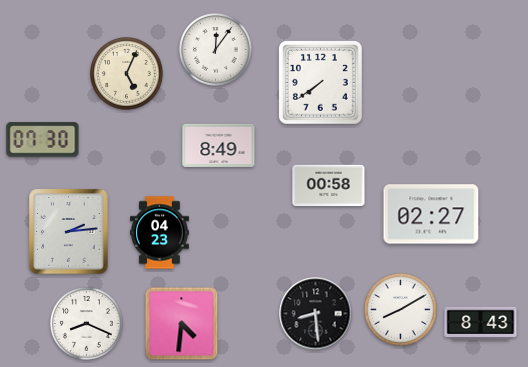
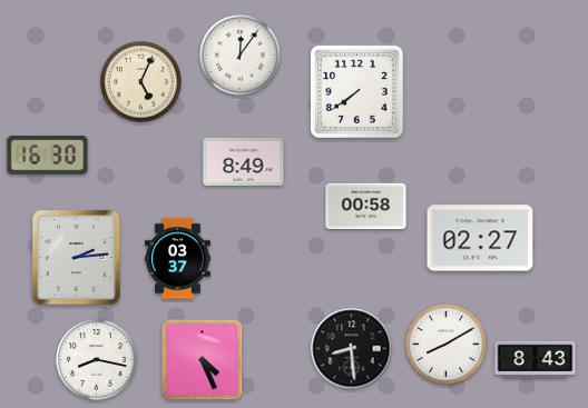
clock at (43, 140): 07:30 -> 16:30
clock at (160, 233): 04:23 -> 03:37
clock at (87, 324): 8:19 -> 8:17
clock at (182, 324): 4:31 -> 4:26
